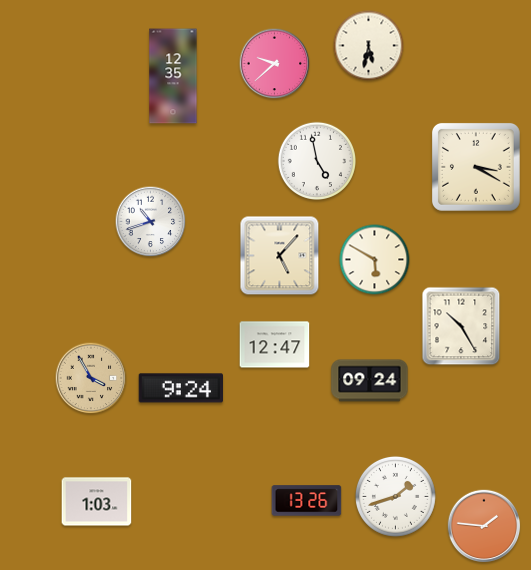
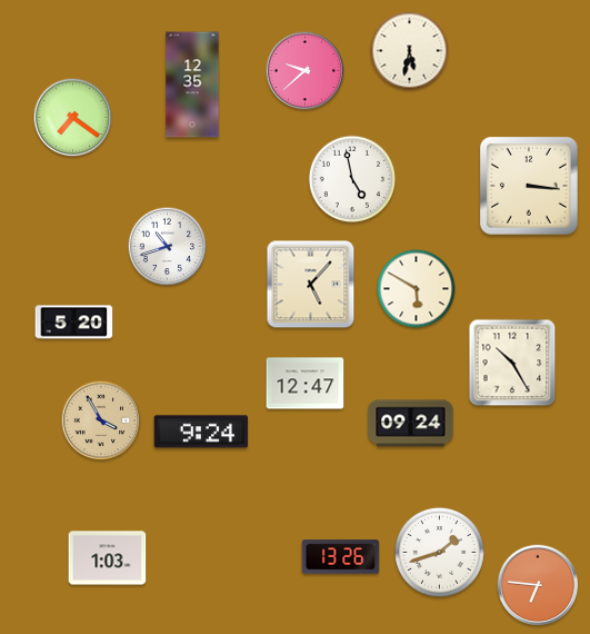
clock at (73, 118): none -> 7:21
clock at (476, 167): 3:20 -> 3:16
clock at (74, 323): none -> 5:20
clock at (484, 526): 1:46 -> 6:46
